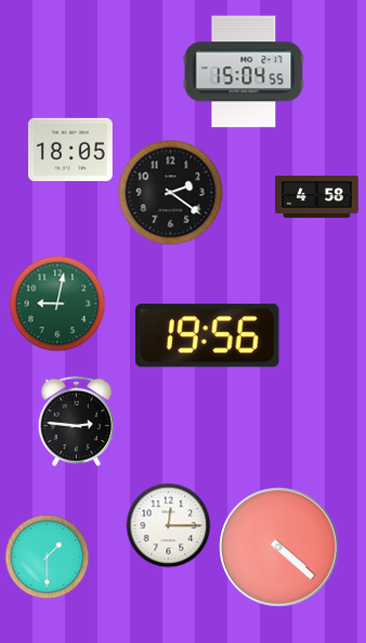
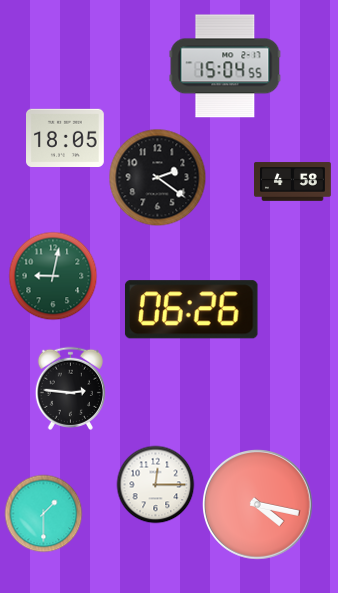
clock at (57, 304) position: (57, 304) -> (53, 276)
clock at (207, 336): 19:56 -> 06:26
clock at (279, 548): 4:22 -> 4:17
